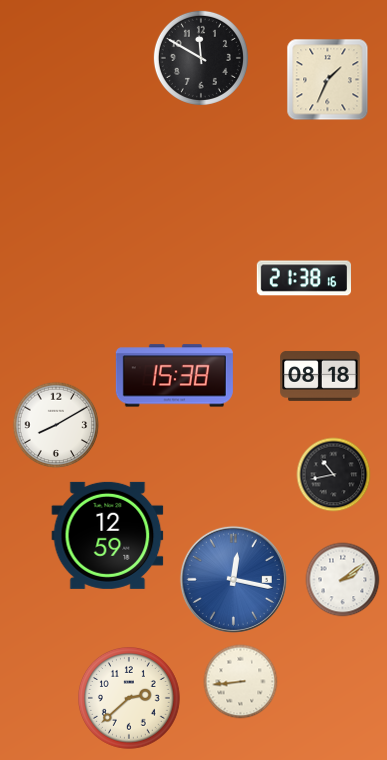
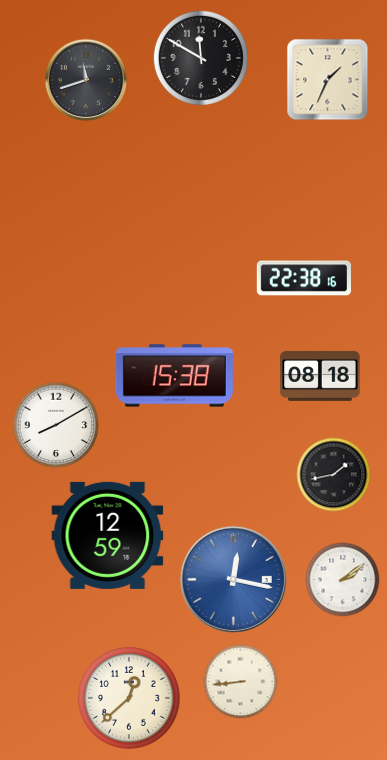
clock at (86, 80): none -> 11:42
clock at (303, 278): 21:38 -> 22:38
clock at (334, 475): 10:43 -> 1:43
clock at (129, 698): 2:38 -> 12:38
